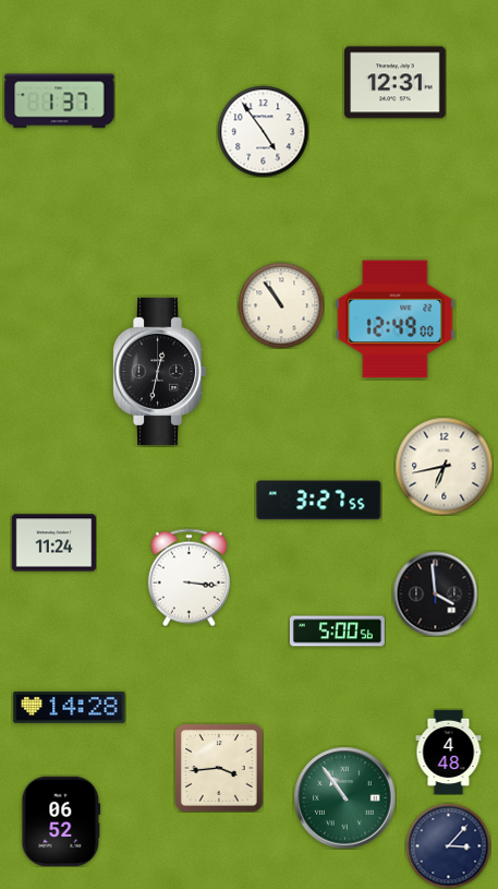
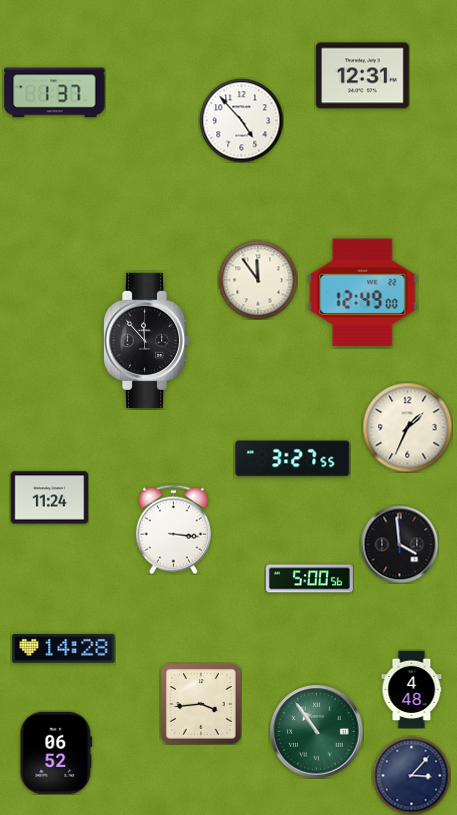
clock at (263, 131): 4:54 -> 4:53
clock at (281, 305): 10:54 -> 11:54
clock at (159, 371): 12:32 -> 11:53
clock at (444, 466): 6:43 -> 1:34
